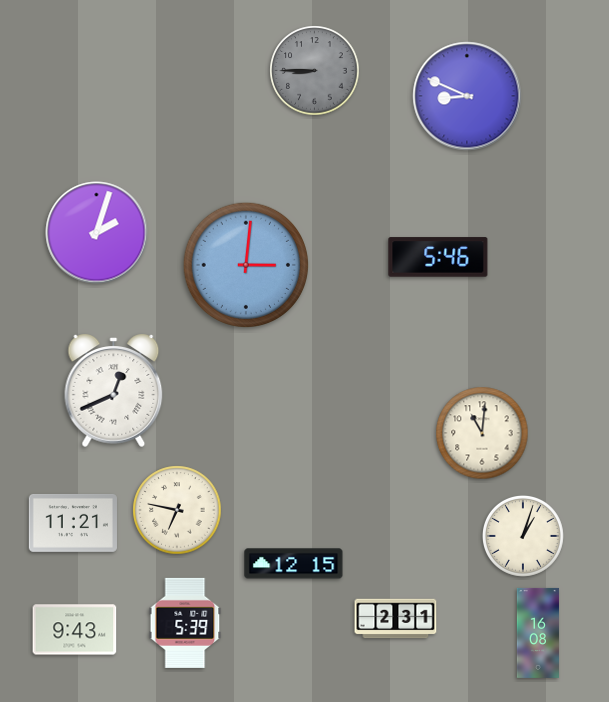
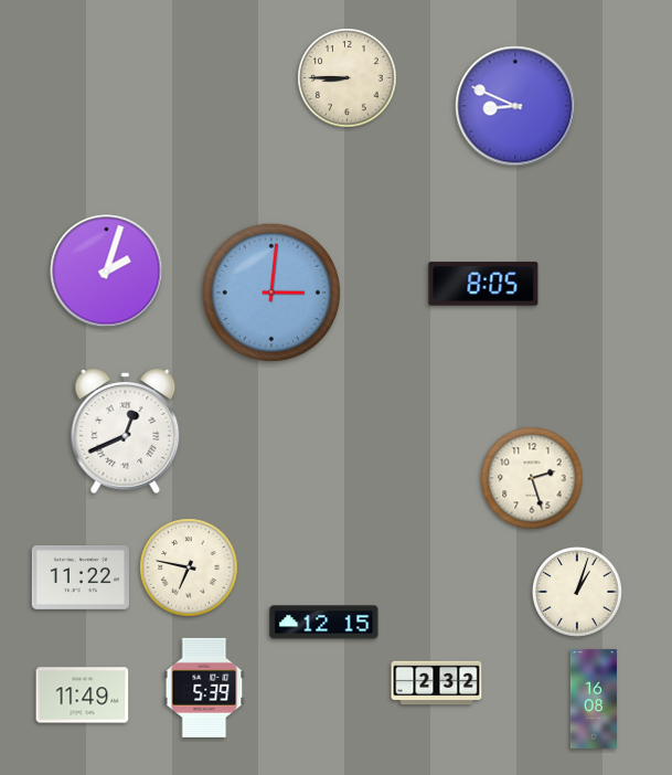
clock at (315, 71) dial: grey -> cream
clock at (97, 233) position: (97, 233) -> (107, 272)
clock at (438, 257): 5:46 -> 8:05
clock at (482, 433): 11:01 -> 2:27
clock at (177, 510) position: (177, 510) -> (189, 567)
clock at (73, 523): 11:21 -> 11:22
clock at (396, 619): 2:31 -> 2:32
clock at (75, 630): 9:43 -> 11:49
